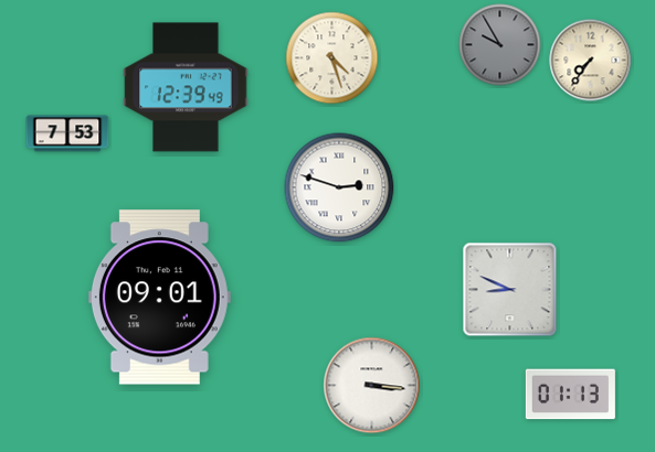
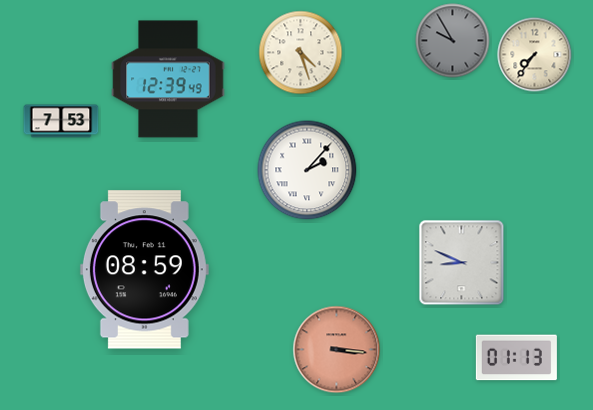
clock at (339, 187): 2:48 -> 2:07
clock at (159, 298): 09:01 -> 08:59
clock at (372, 386) dial: white -> salmon
